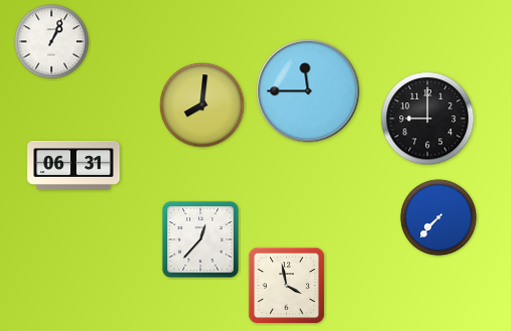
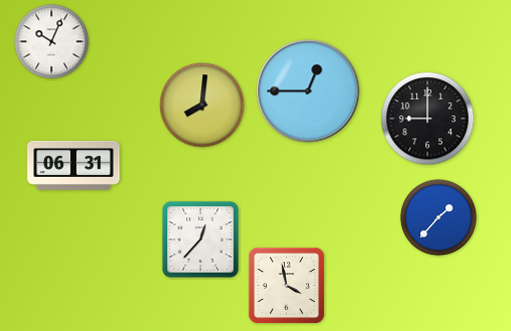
clock at (52, 42): 1:04 -> 10:04
clock at (308, 91): 11:45 -> 12:45
clock at (439, 218): 7:37 -> 1:37
